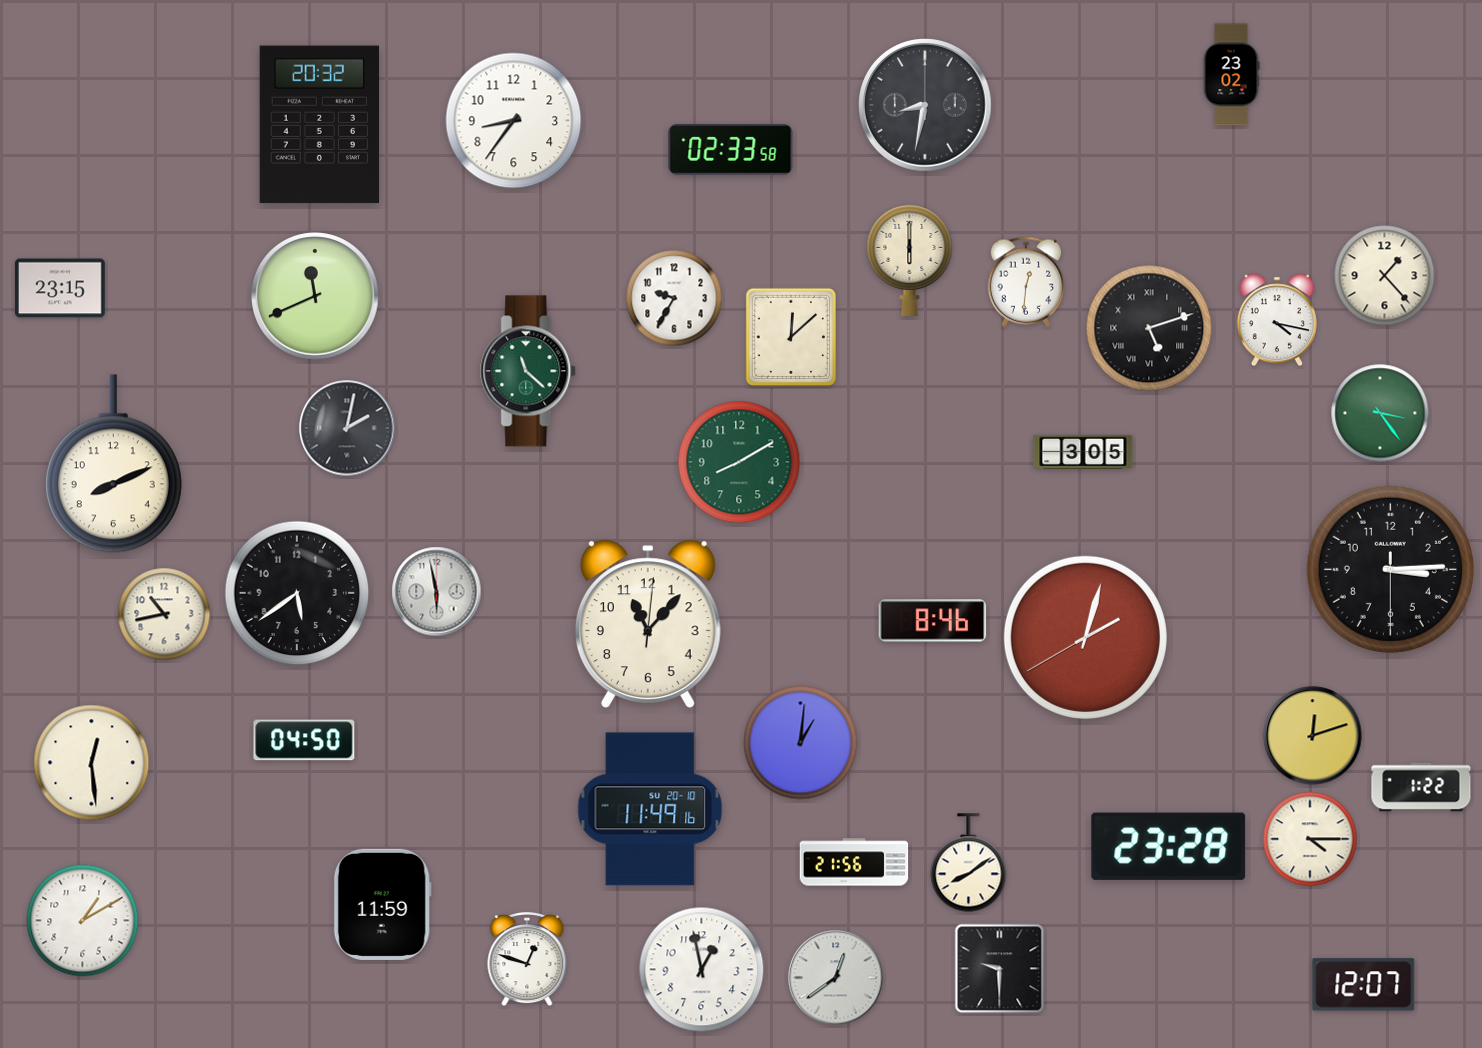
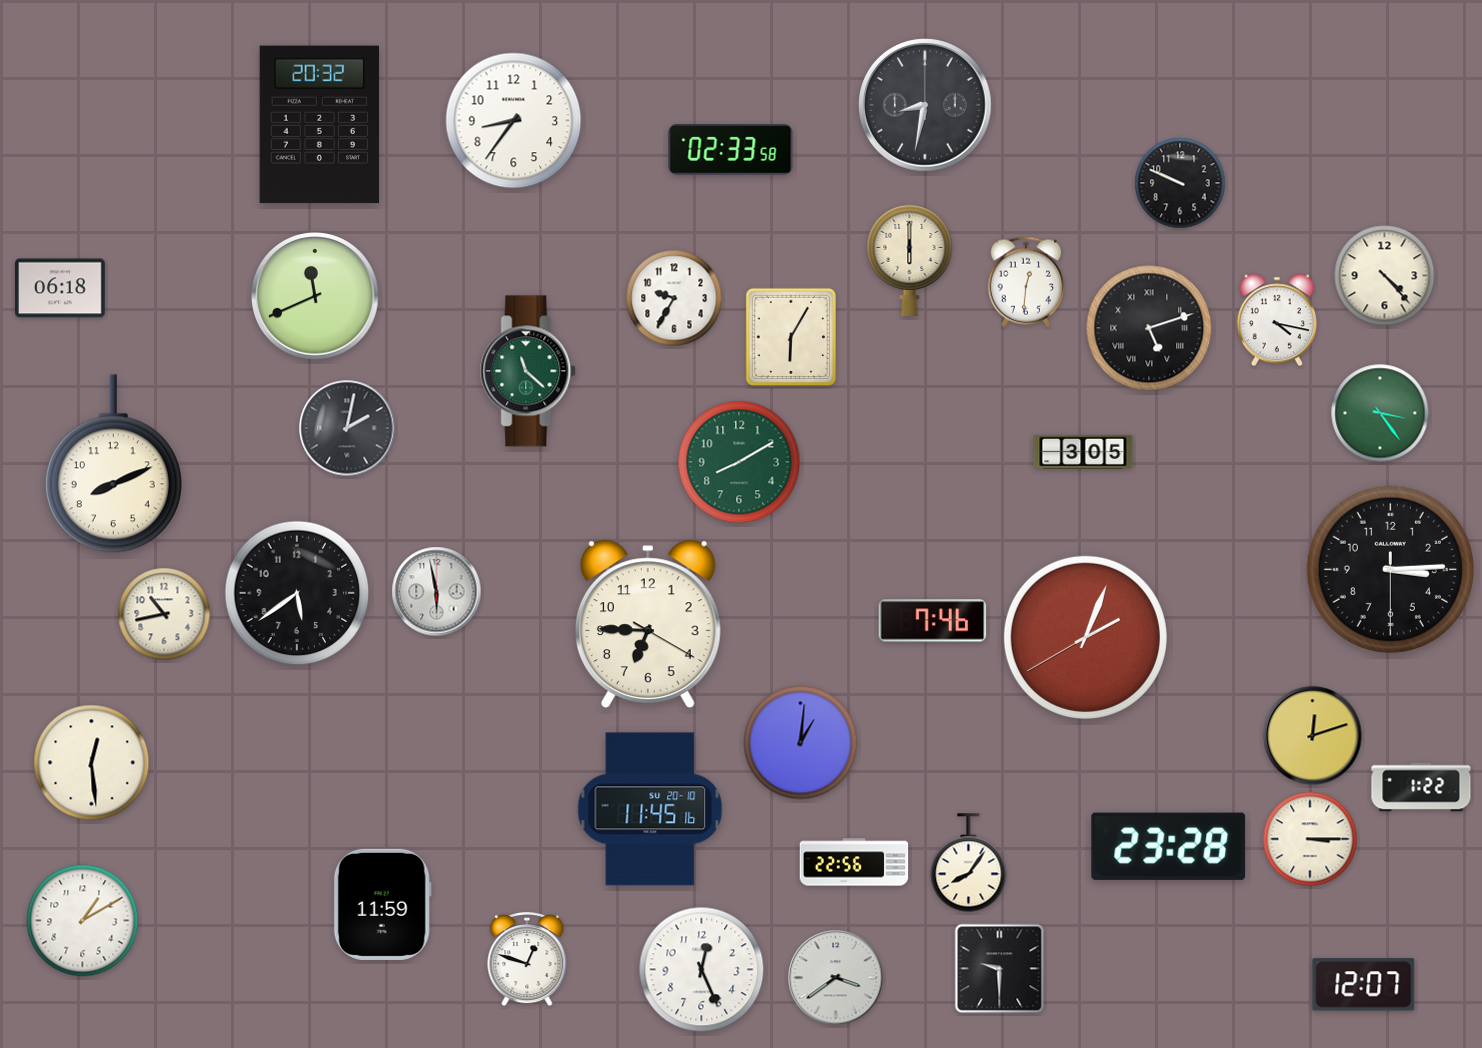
clock at (1231, 75): 23:02 -> none
clock at (1180, 183): none -> 9:49
clock at (1385, 276): 1:23 -> 4:23
clock at (60, 288): 23:15 -> 06:18
clock at (790, 336): 12:08 -> 6:05
clock at (933, 621): 8:46 -> 7:46
clock at (648, 624): 11:07 -> 6:45
clock at (1085, 637): 2:02 -> 2:03
clock at (304, 740): 04:50 -> none
clock at (650, 809): 11:49 -> 11:45
clock at (1310, 839): 4:15 -> 3:15
clock at (854, 862): 21:56 -> 22:56
clock at (969, 863): 8:09 -> 8:06
clock at (702, 970): 12:58 -> 12:26
clock at (836, 978): 12:39 -> 3:39
